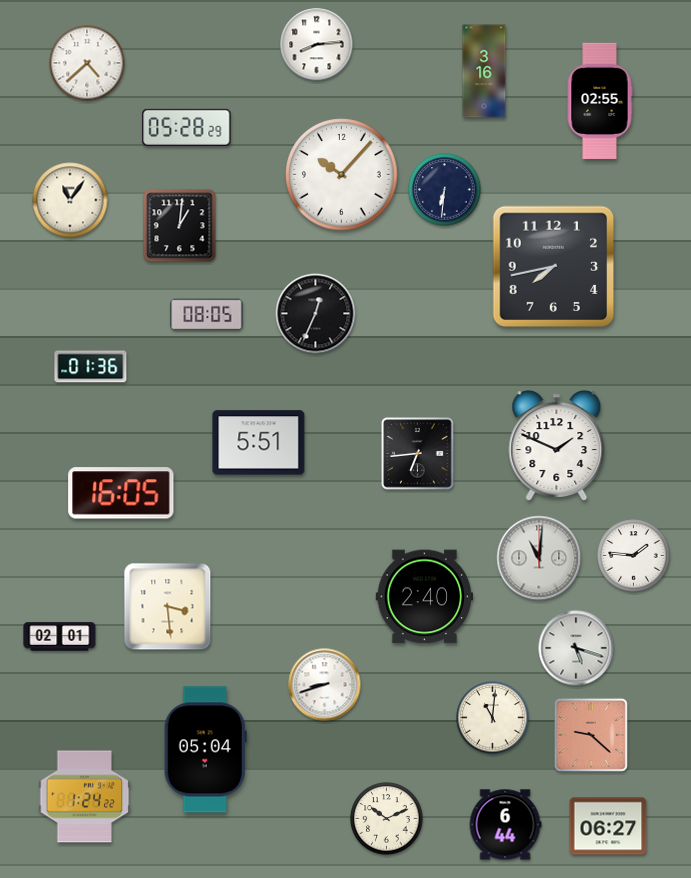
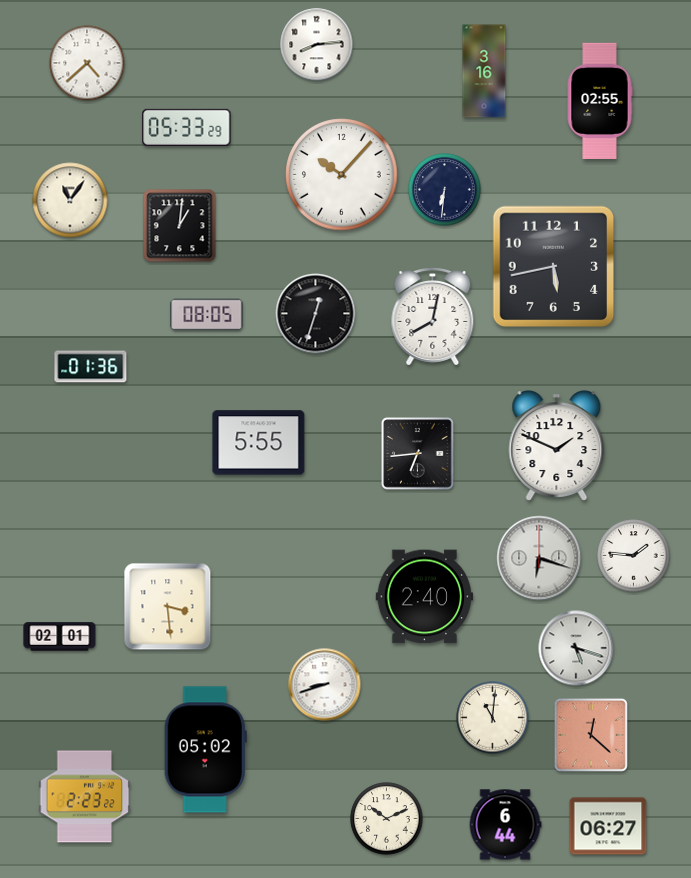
clock at (187, 127): 05:28 -> 05:33
clock at (554, 267): 7:43 -> 5:43
clock at (316, 314): 12:34 -> 12:33
clock at (433, 317): none -> 8:02
clock at (259, 443): 5:51 -> 5:55
clock at (121, 493): 16:05 -> none
clock at (539, 558): 11:01 -> 6:18
clock at (591, 735): 9:22 -> 12:22
clock at (205, 750): 05:04 -> 05:02
clock at (85, 797): 1:24 -> 2:23
